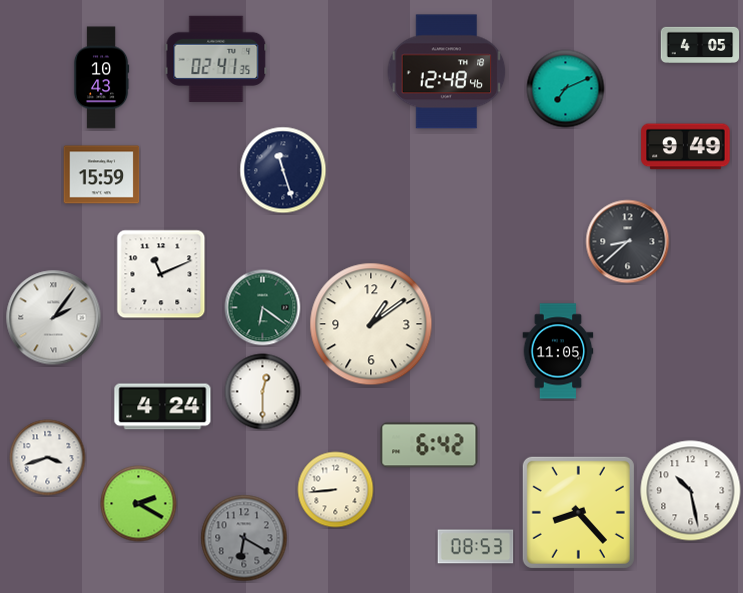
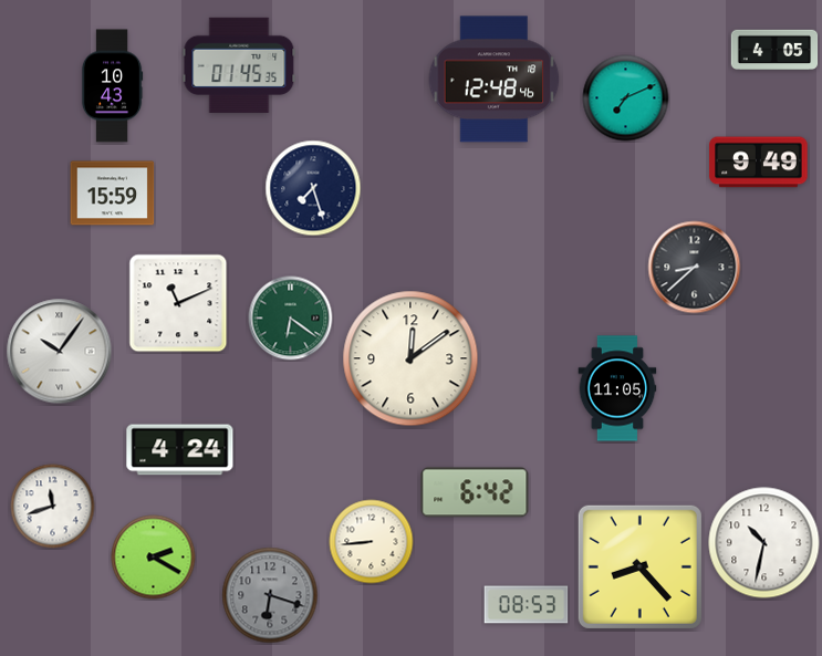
clock at (216, 59): 02:41 -> 01:45
clock at (283, 170): 11:27 -> 7:27
clock at (263, 308) position: (263, 308) -> (291, 319)
clock at (54, 318): 2:06 -> 10:06
clock at (371, 324): 1:09 -> 12:09
clock at (263, 392): 12:30 -> none
clock at (48, 458): 3:42 -> 11:42
clock at (691, 491): 10:28 -> 10:32
clock at (244, 538): 6:20 -> 6:18
